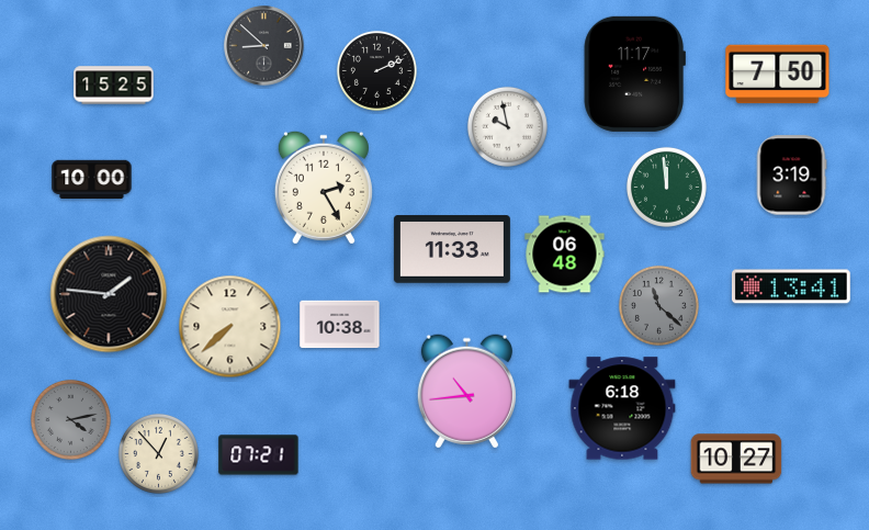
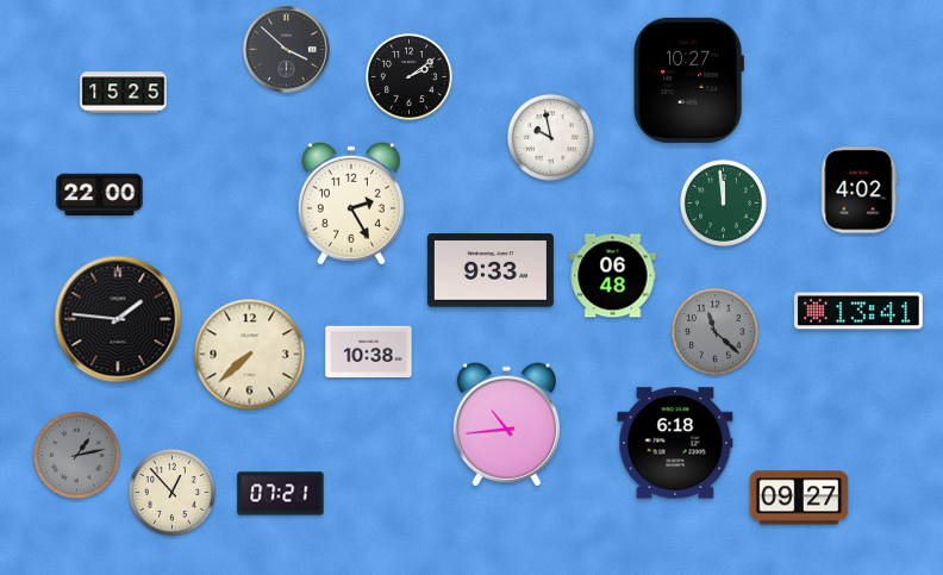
clock at (264, 46): 8:52 -> 3:52
clock at (376, 70): 2:11 -> 2:09
clock at (634, 74): 11:17 -> 10:27
clock at (778, 75): 7:50 -> none
clock at (791, 176): 3:19 -> 4:02
clock at (92, 179): 10:00 -> 22:00
clock at (452, 249): 11:33 -> 9:33
clock at (70, 419): 4:13 -> 1:13
clock at (736, 459): 10:27 -> 09:27
